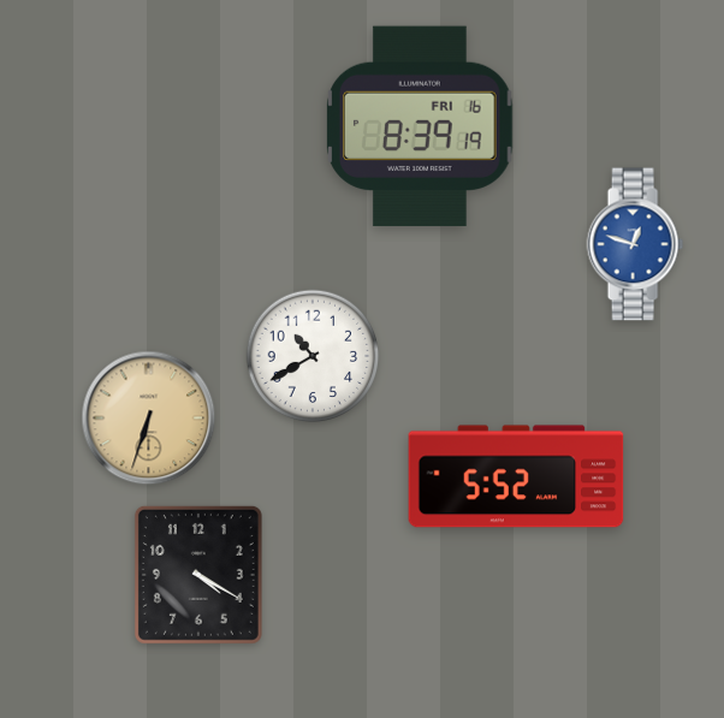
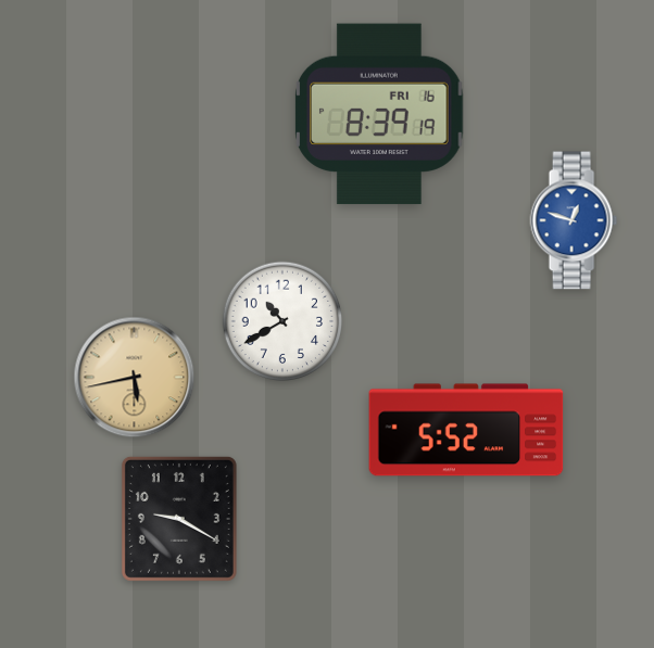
clock at (149, 419): 6:33 -> 5:43
clock at (198, 575): 4:20 -> 9:20
